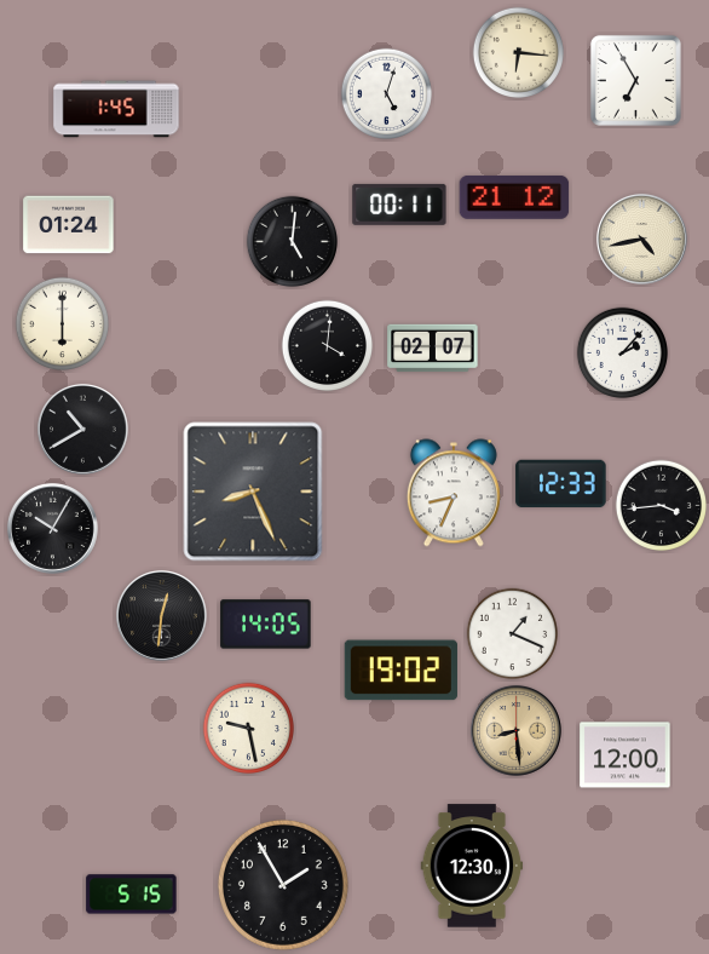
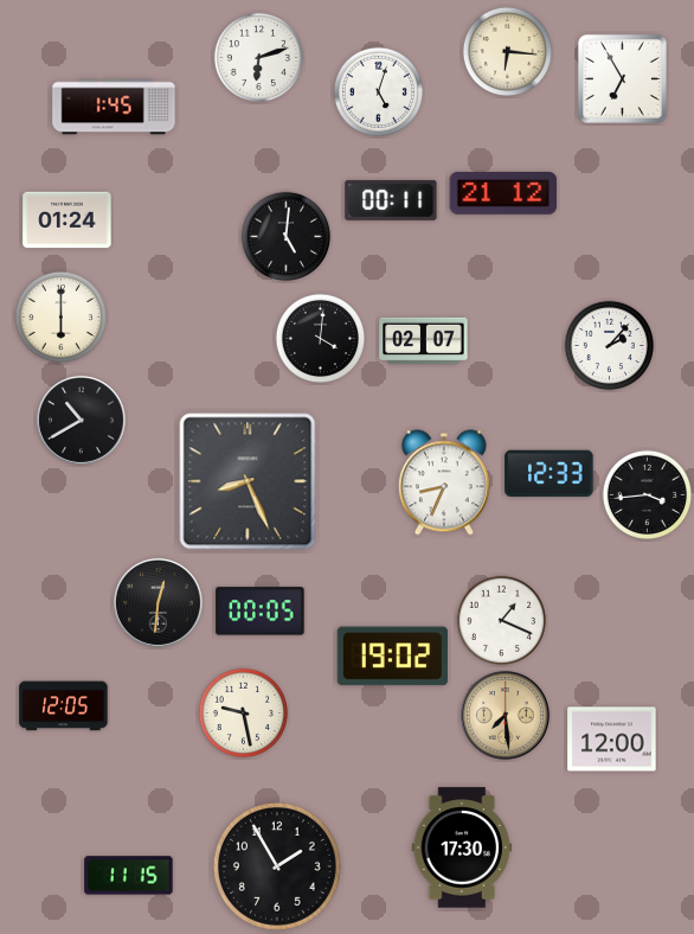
clock at (259, 58): none -> 6:12
clock at (641, 238): 4:43 -> none
clock at (52, 528): 10:05 -> none
clock at (266, 625): 14:05 -> 00:05
clock at (64, 706): none -> 12:05
clock at (515, 730): 8:29 -> 7:29
clock at (472, 866): 12:30 -> 17:30
clock at (132, 895): 5:15 -> 11:15
